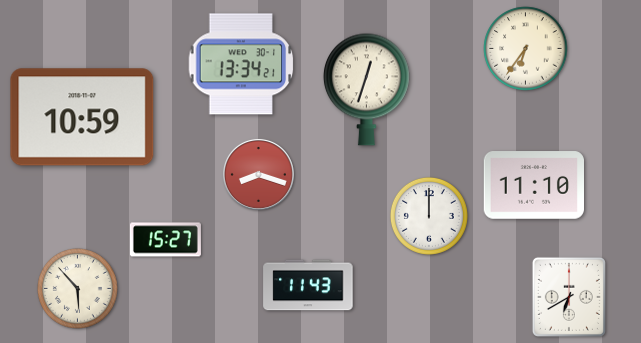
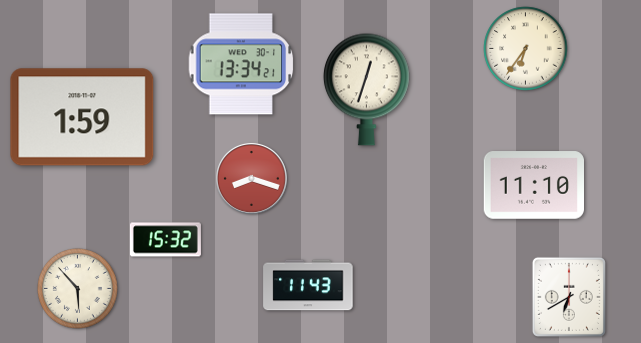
clock at (82, 117): 10:59 -> 1:59
clock at (258, 174) position: (258, 174) -> (251, 178)
clock at (429, 216): 12:00 -> none
clock at (165, 240): 15:27 -> 15:32
